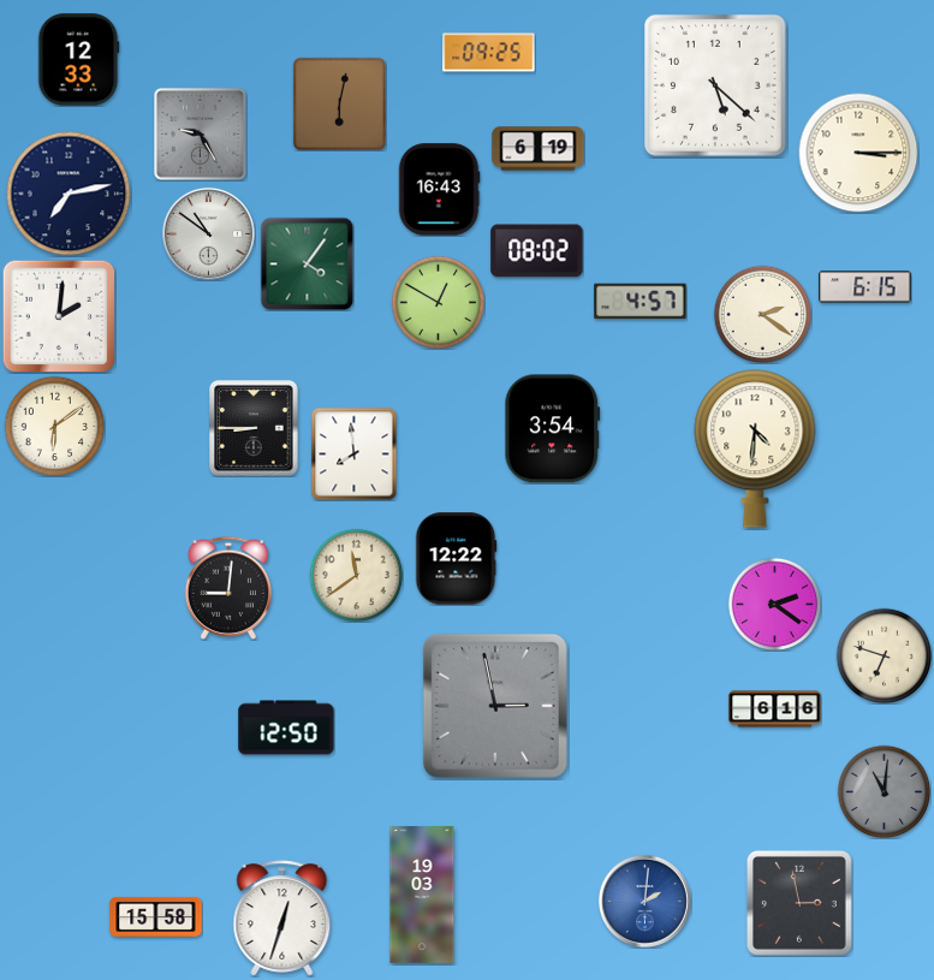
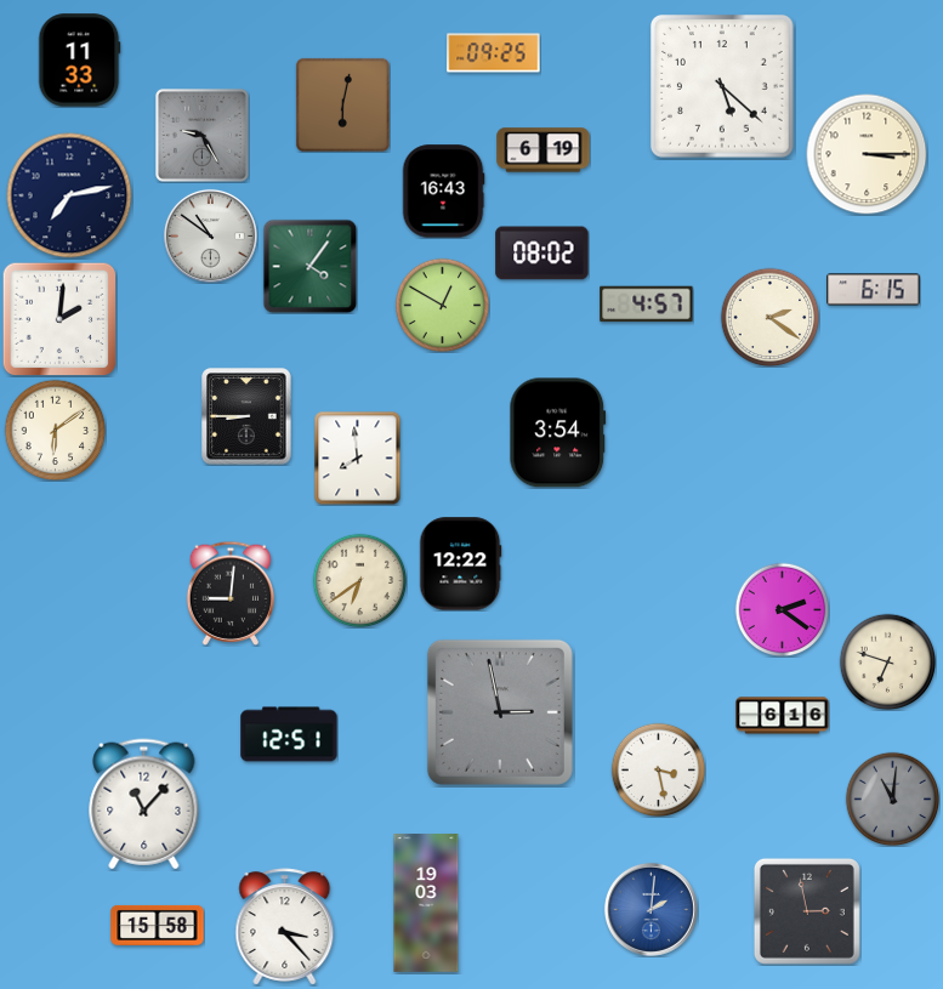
clock at (79, 60): 12:33 -> 11:33
clock at (254, 428) position: (254, 428) -> (246, 416)
clock at (755, 449): 4:31 -> none
clock at (356, 575): 11:39 -> 6:39
clock at (884, 655) position: (884, 655) -> (887, 661)
clock at (286, 727): 12:50 -> 12:51
clock at (658, 769): none -> 3:28
clock at (144, 805): none -> 11:07
clock at (282, 919): 12:33 -> 3:23
